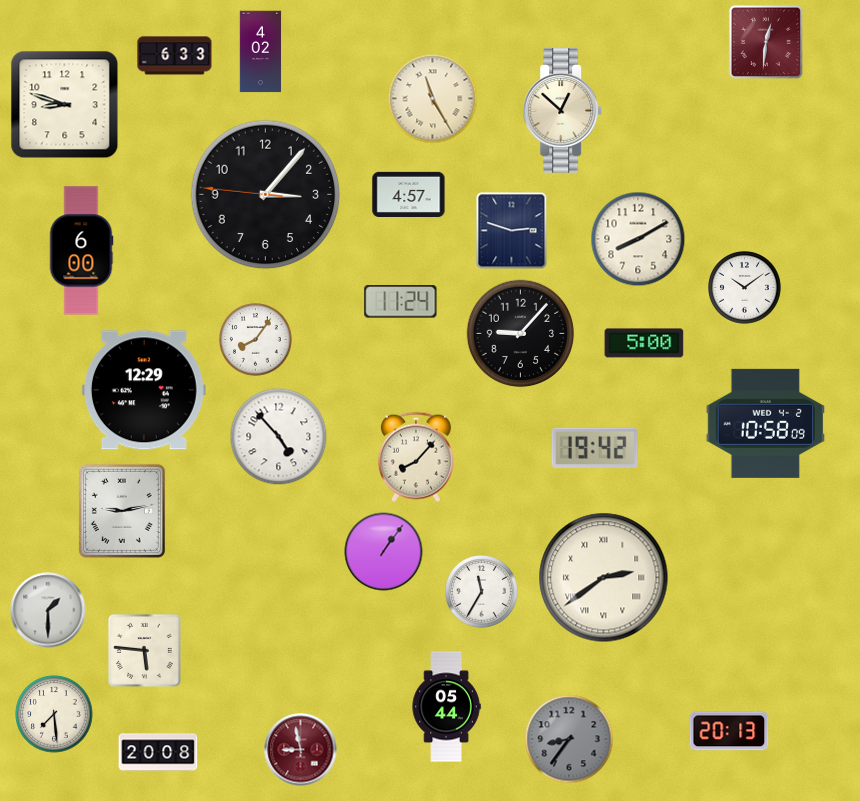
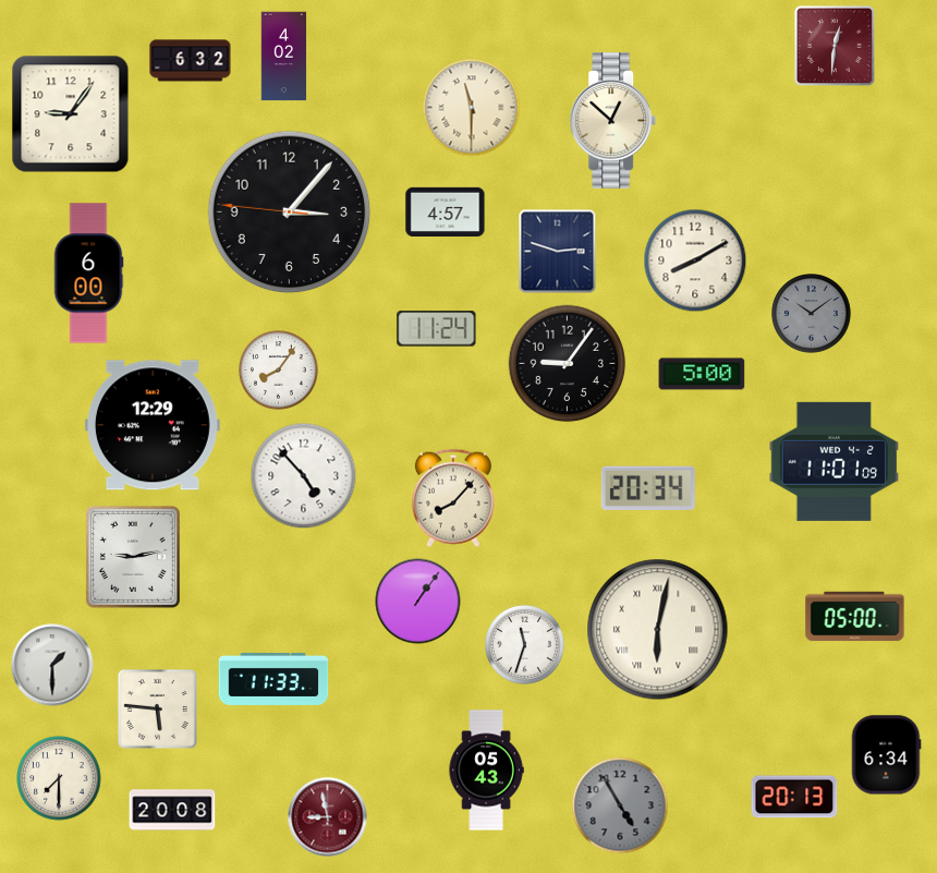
clock at (175, 56): 6:33 -> 6:32
clock at (433, 99): 11:25 -> 11:30
clock at (65, 105): 8:48 -> 9:06
clock at (745, 288) dial: white -> grey
clock at (521, 334): 9:07 -> 9:06
clock at (144, 390) position: (144, 390) -> (153, 425)
clock at (765, 423): 10:58 -> 11:01
clock at (595, 447): 19:42 -> 20:34
clock at (855, 617): none -> 05:00
clock at (604, 578): 2:39 -> 6:02
clock at (482, 592): 11:35 -> 11:33
clock at (273, 679): none -> 11:33
clock at (886, 755): none -> 6:34
clock at (446, 707): 05:44 -> 05:43
clock at (54, 714): 7:29 -> 7:30
clock at (569, 739): 8:36 -> 4:55
clock at (158, 752) position: (158, 752) -> (172, 810)
